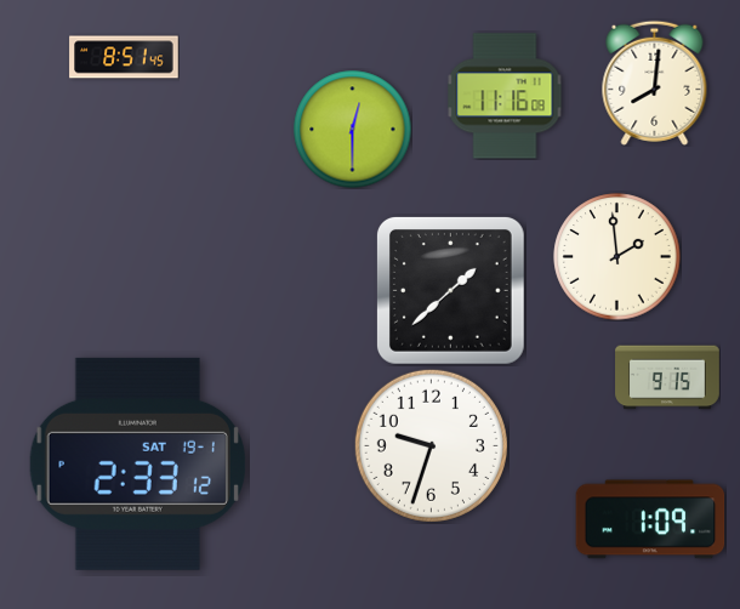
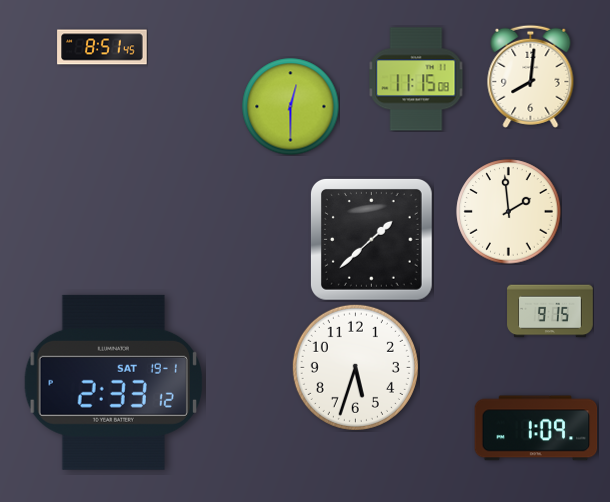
clock at (655, 82) position: (655, 82) -> (531, 76)
clock at (505, 96): 11:16 -> 11:15
clock at (431, 445): 9:33 -> 5:33
